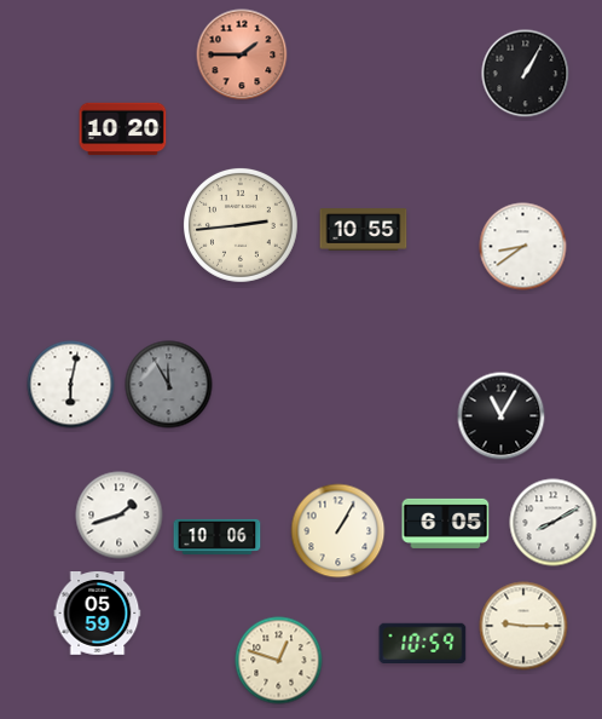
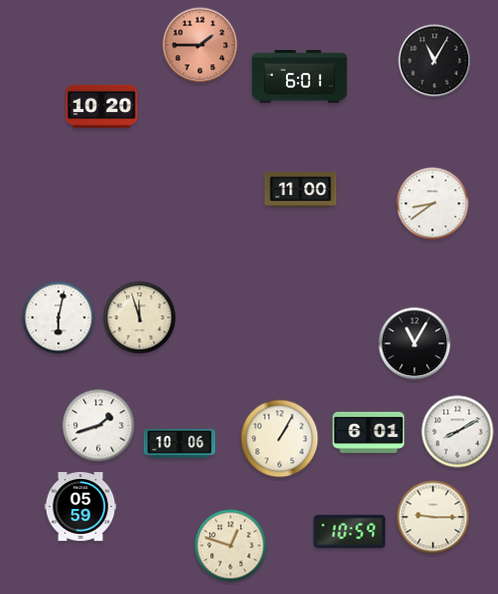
clock at (526, 74): 1:05 -> 11:05
clock at (299, 77): none -> 6:01
clock at (241, 225): 2:44 -> none
clock at (364, 230): 10:55 -> 11:00
clock at (169, 385): 11:55 -> 11:57
clock at (169, 385) dial: grey -> cream
clock at (446, 523): 6:05 -> 6:01
